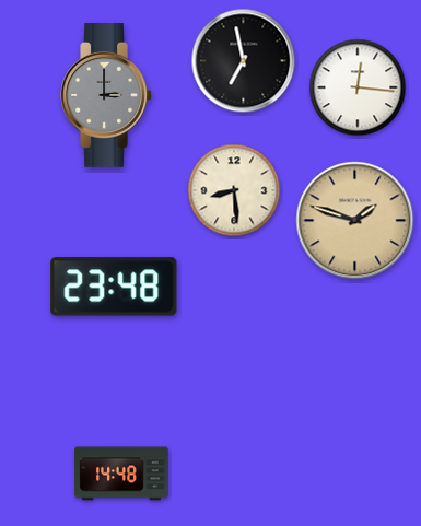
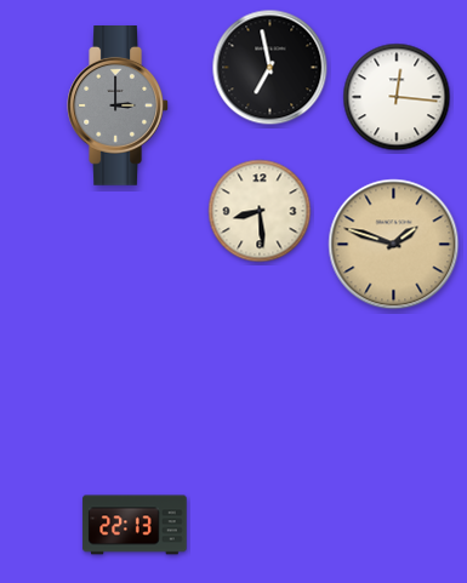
clock at (114, 287): 23:48 -> none
clock at (121, 474): 14:48 -> 22:13
